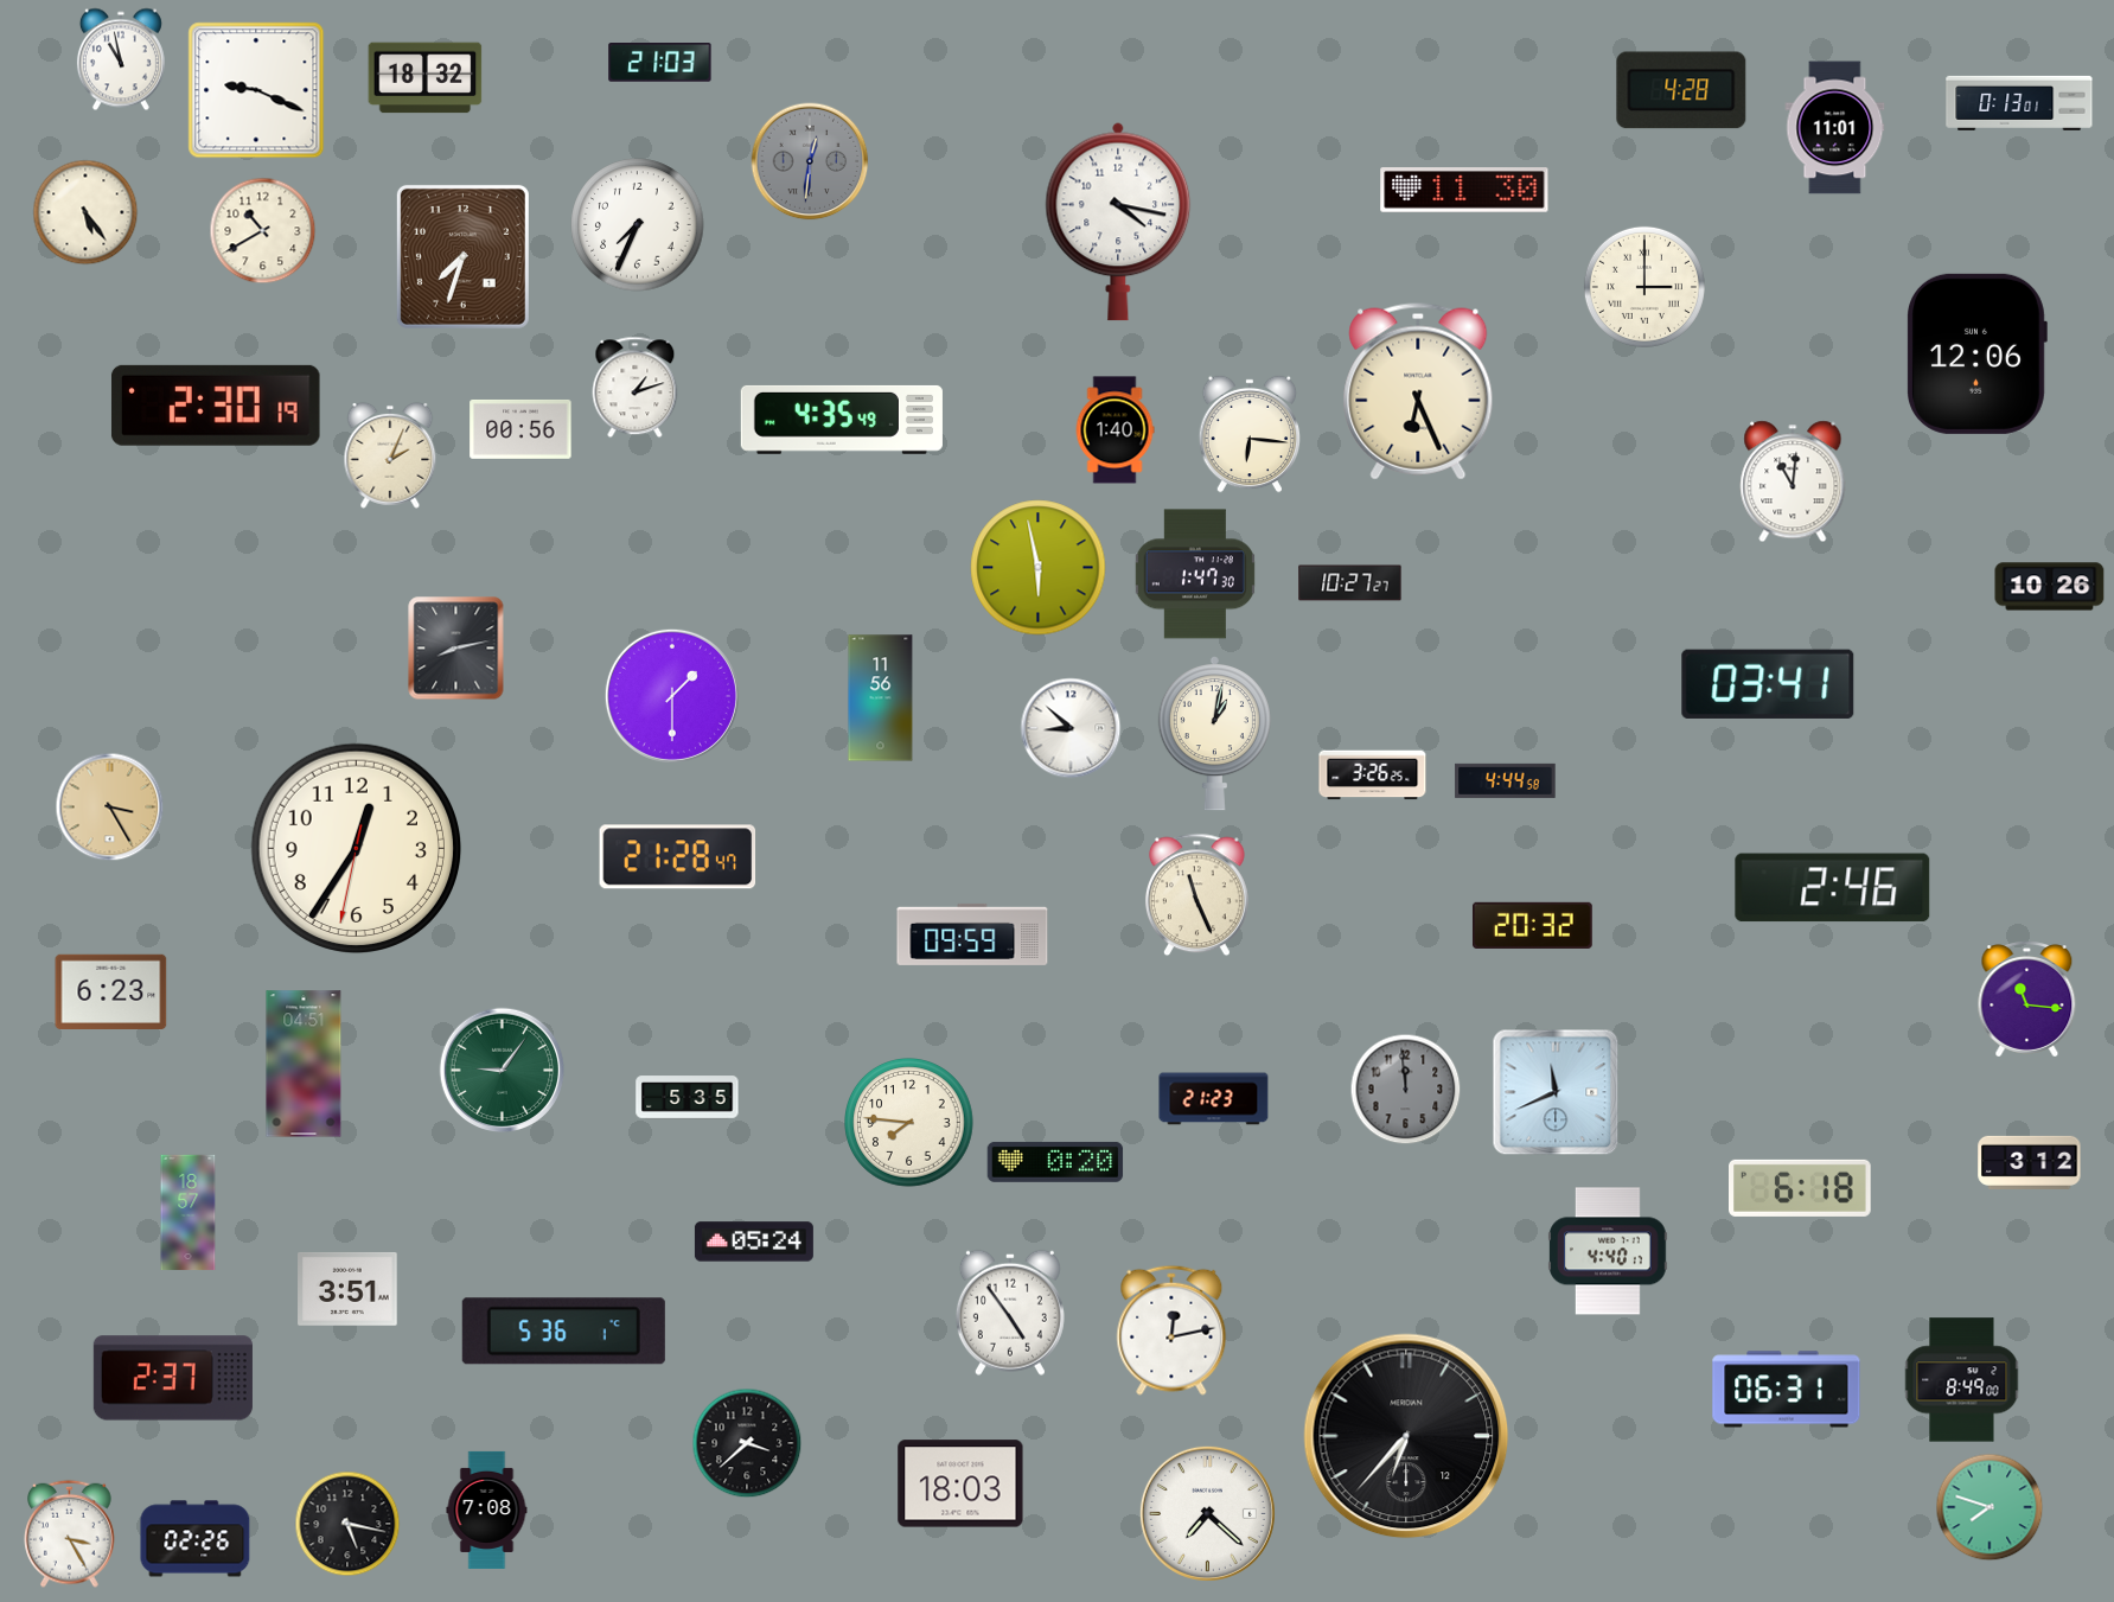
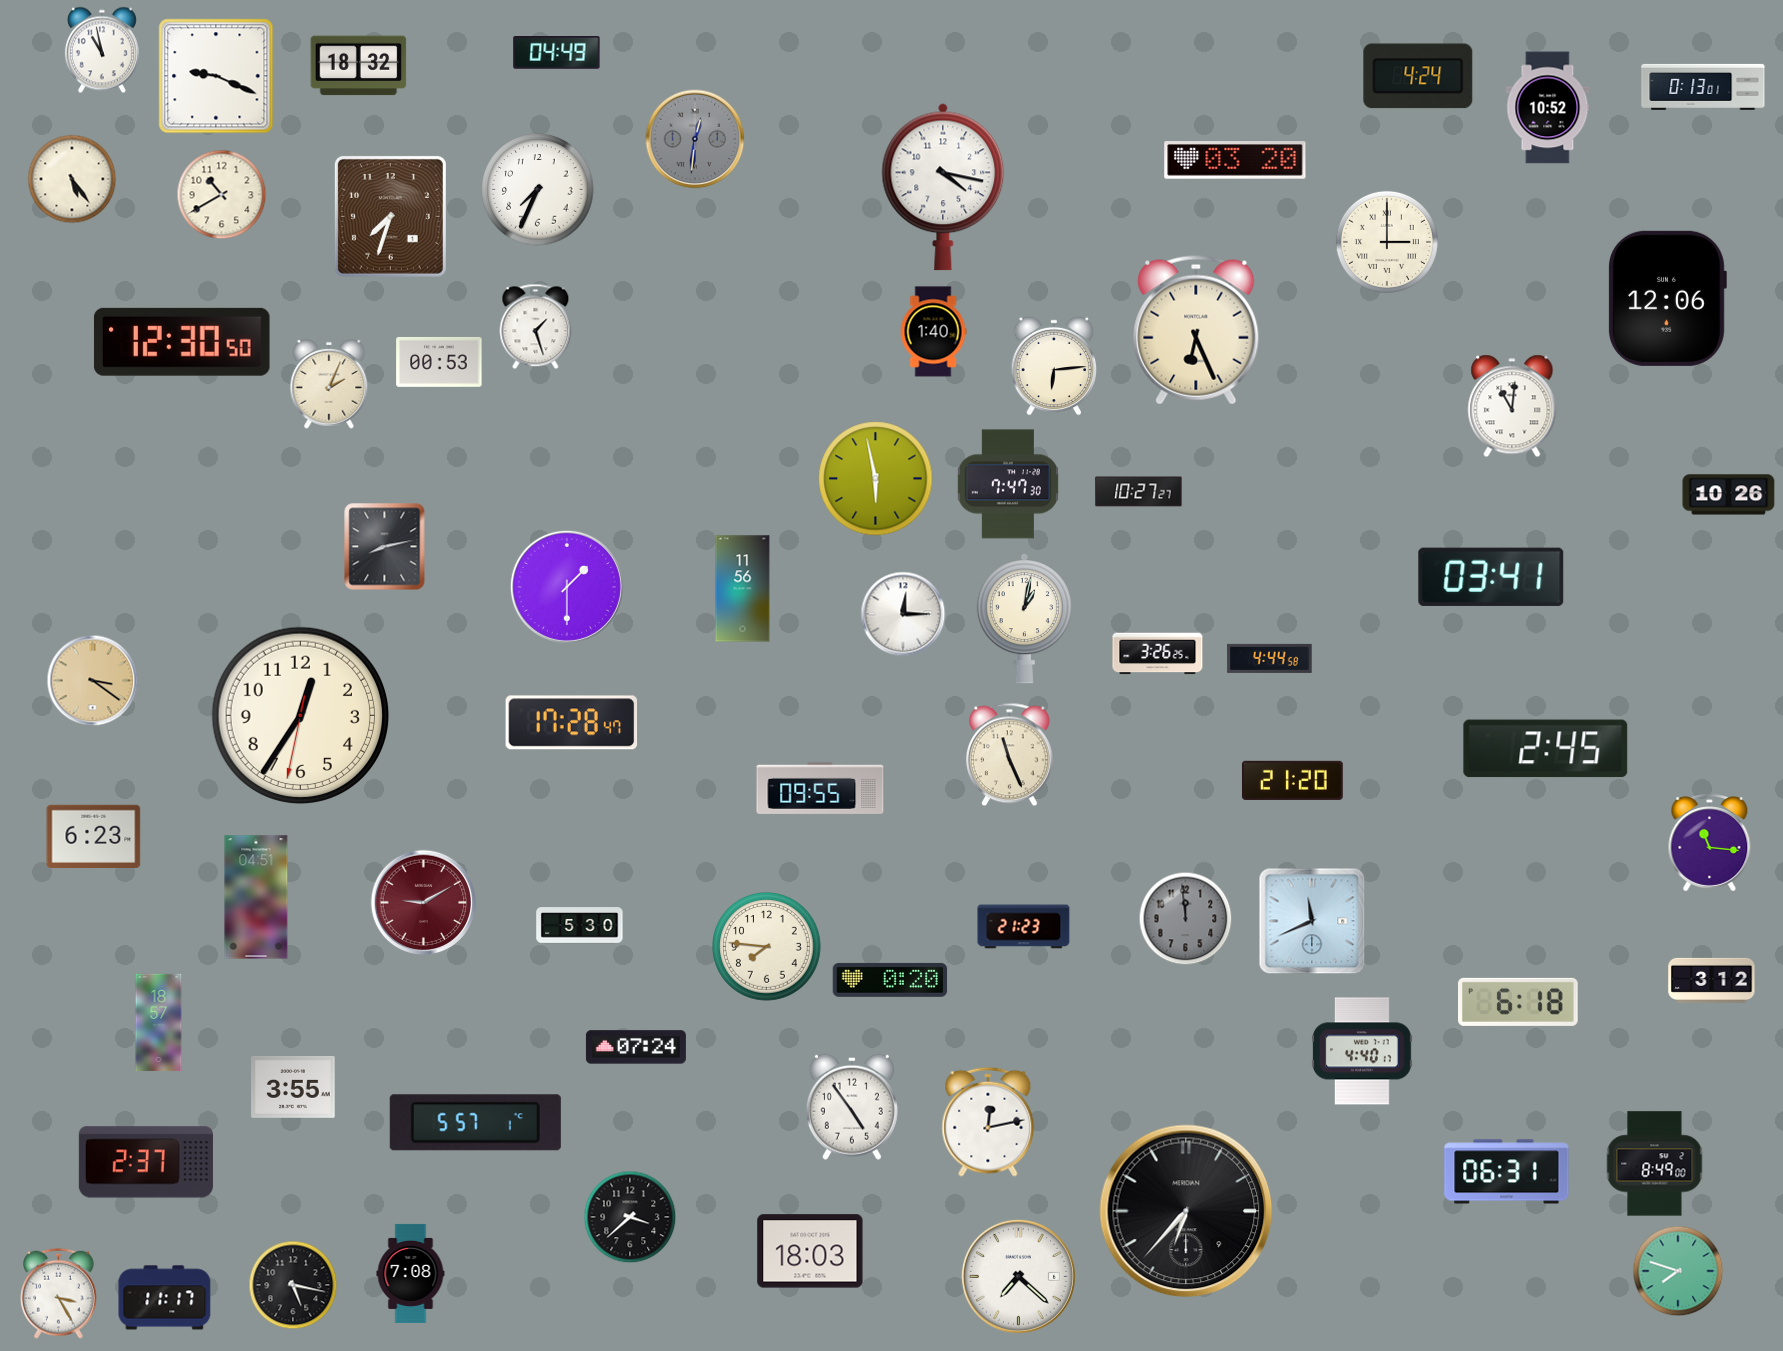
clock at (660, 63): 21:03 -> 04:49
clock at (1681, 90): 4:28 -> 4:24
clock at (1835, 128): 11:01 -> 10:52
clock at (810, 161) position: (810, 161) -> (695, 139)
clock at (1464, 190): 11:30 -> 03:20
clock at (636, 388): 1:12 -> 1:27
clock at (216, 406): 2:30 -> 12:30
clock at (842, 420): 4:35 -> none
clock at (520, 429): 00:56 -> 00:53
clock at (1115, 430) position: (1115, 430) -> (933, 332)
clock at (1250, 434): 6:16 -> 6:14
clock at (1195, 574): 1:47 -> 7:47
clock at (1071, 728): 8:52 -> 12:15
clock at (110, 808): 3:25 -> 3:21
clock at (678, 857): 21:28 -> 17:28
clock at (1833, 888): 2:46 -> 2:45
clock at (1532, 925): 20:32 -> 21:20
clock at (972, 934): 09:59 -> 09:55
clock at (503, 1071): 9:06 -> 9:10
clock at (503, 1071) dial: green -> burgundy
clock at (688, 1098): 5:35 -> 5:30
clock at (754, 1242): 05:24 -> 07:24
clock at (1609, 1251) position: (1609, 1251) -> (1363, 1051)
clock at (347, 1289): 3:51 -> 3:55
clock at (563, 1332): 5:36 -> 5:57
clock at (1406, 1436) date: 12 -> 9
clock at (196, 1539): 02:26 -> 11:17
